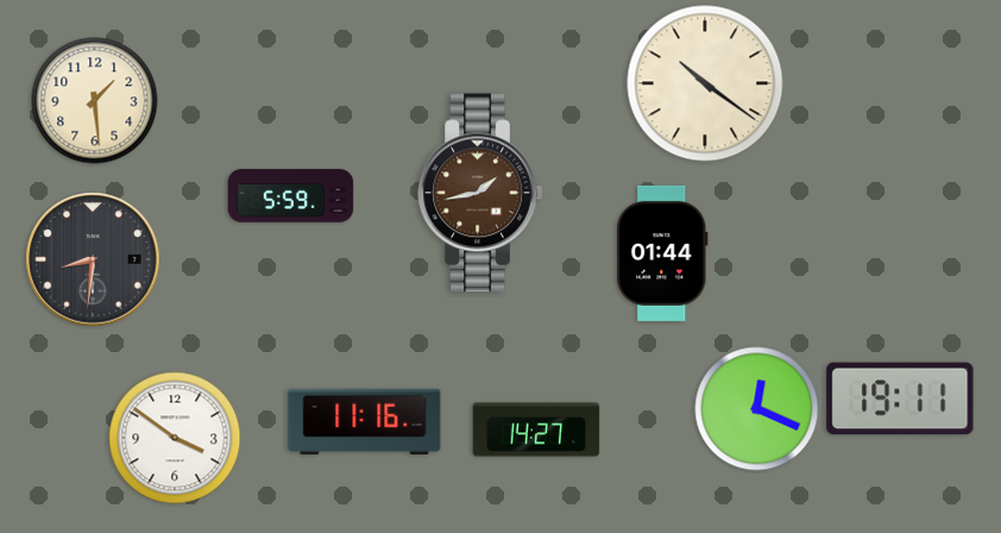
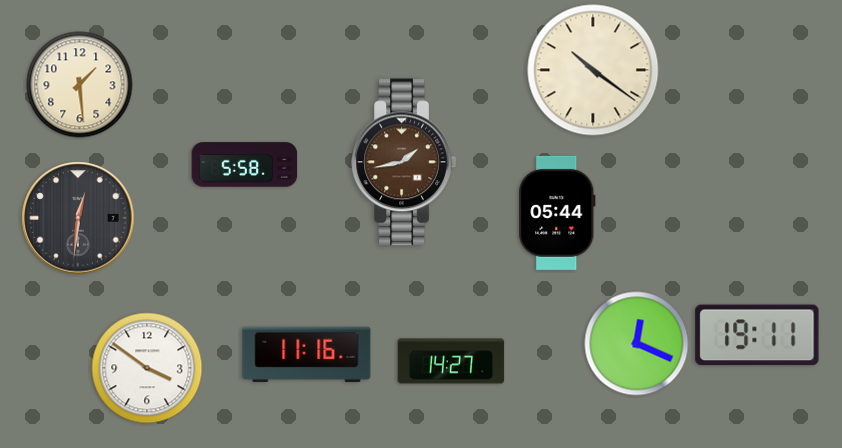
clock at (291, 196): 5:59 -> 5:58
clock at (662, 253): 01:44 -> 05:44
clock at (93, 259): 8:31 -> 12:31
